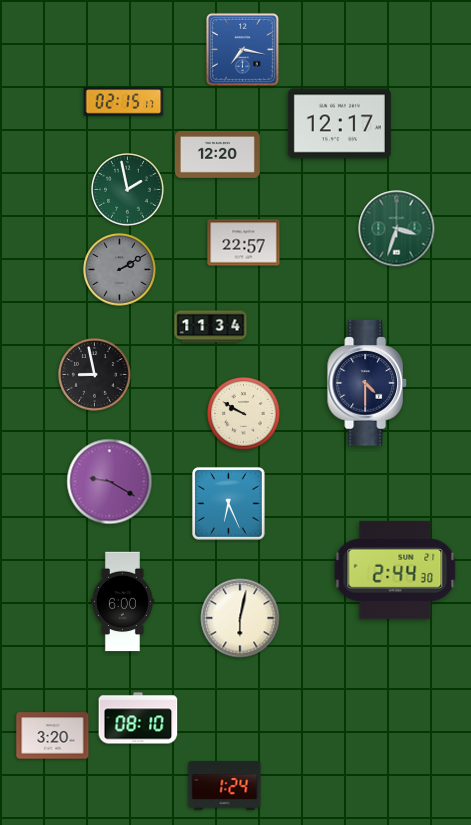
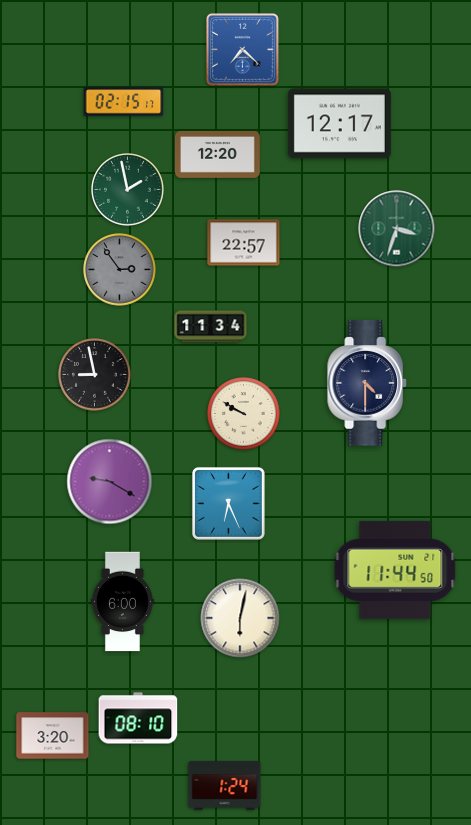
clock at (242, 49): 7:17 -> 7:22
clock at (120, 270): 2:10 -> 2:54
clock at (395, 570): 2:44 -> 11:44
